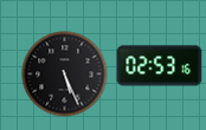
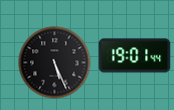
clock at (160, 66): 02:53 -> 19:01
